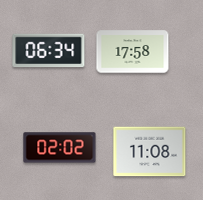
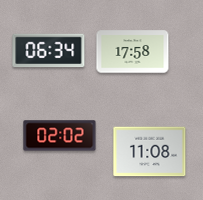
clock at (60, 148) position: (60, 148) -> (60, 136)
